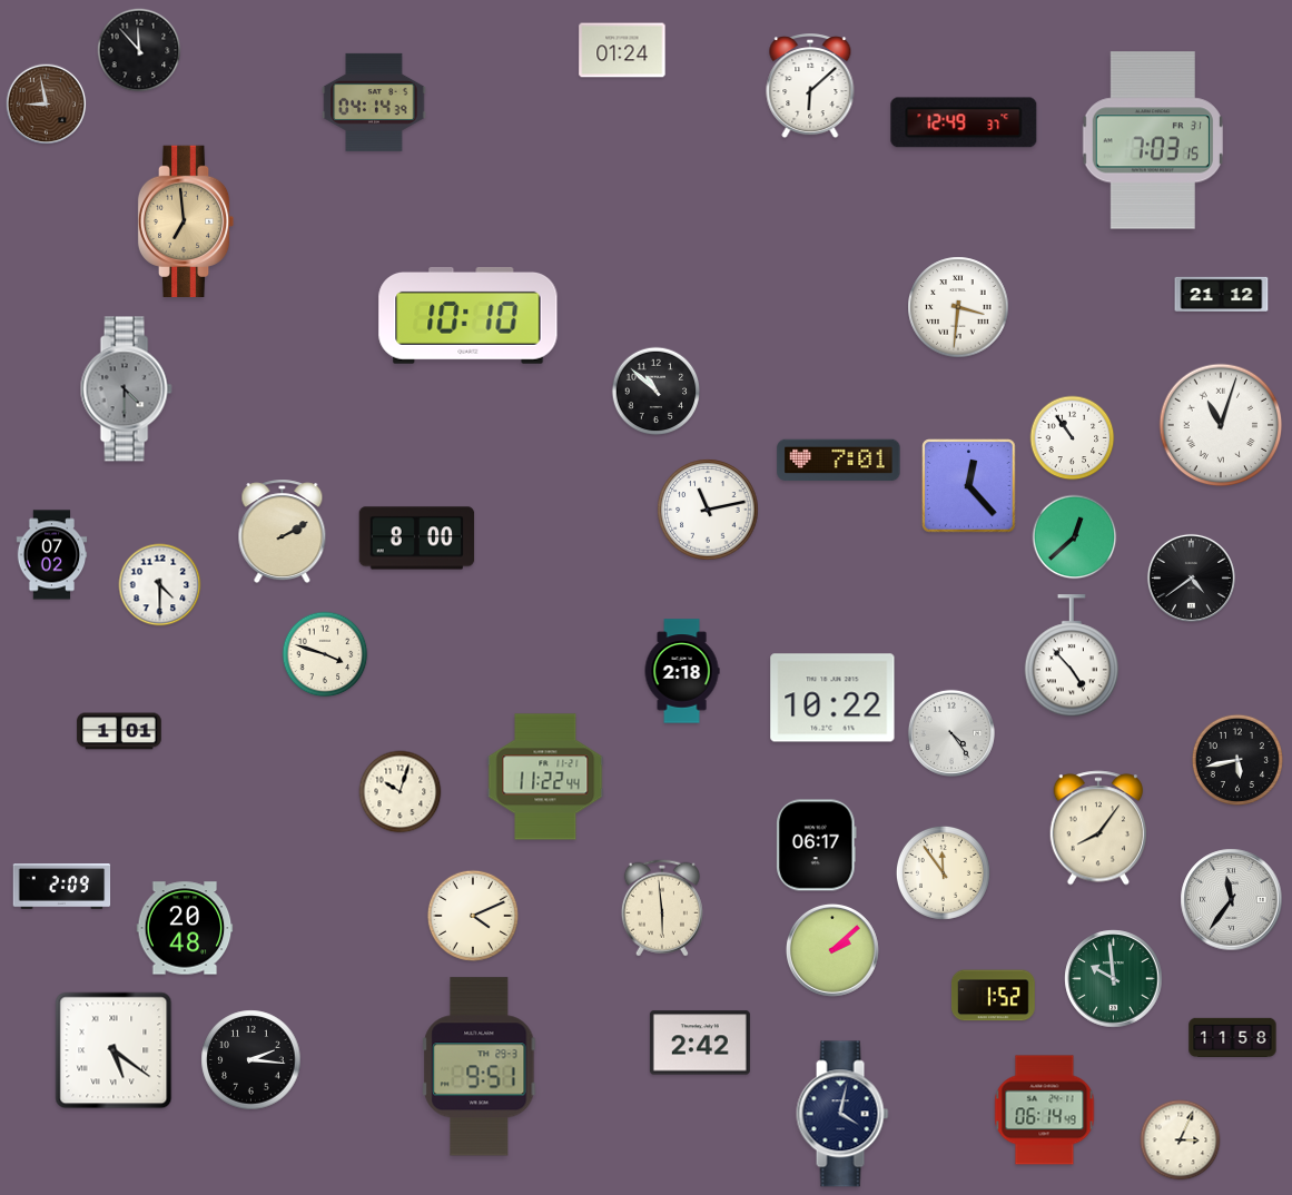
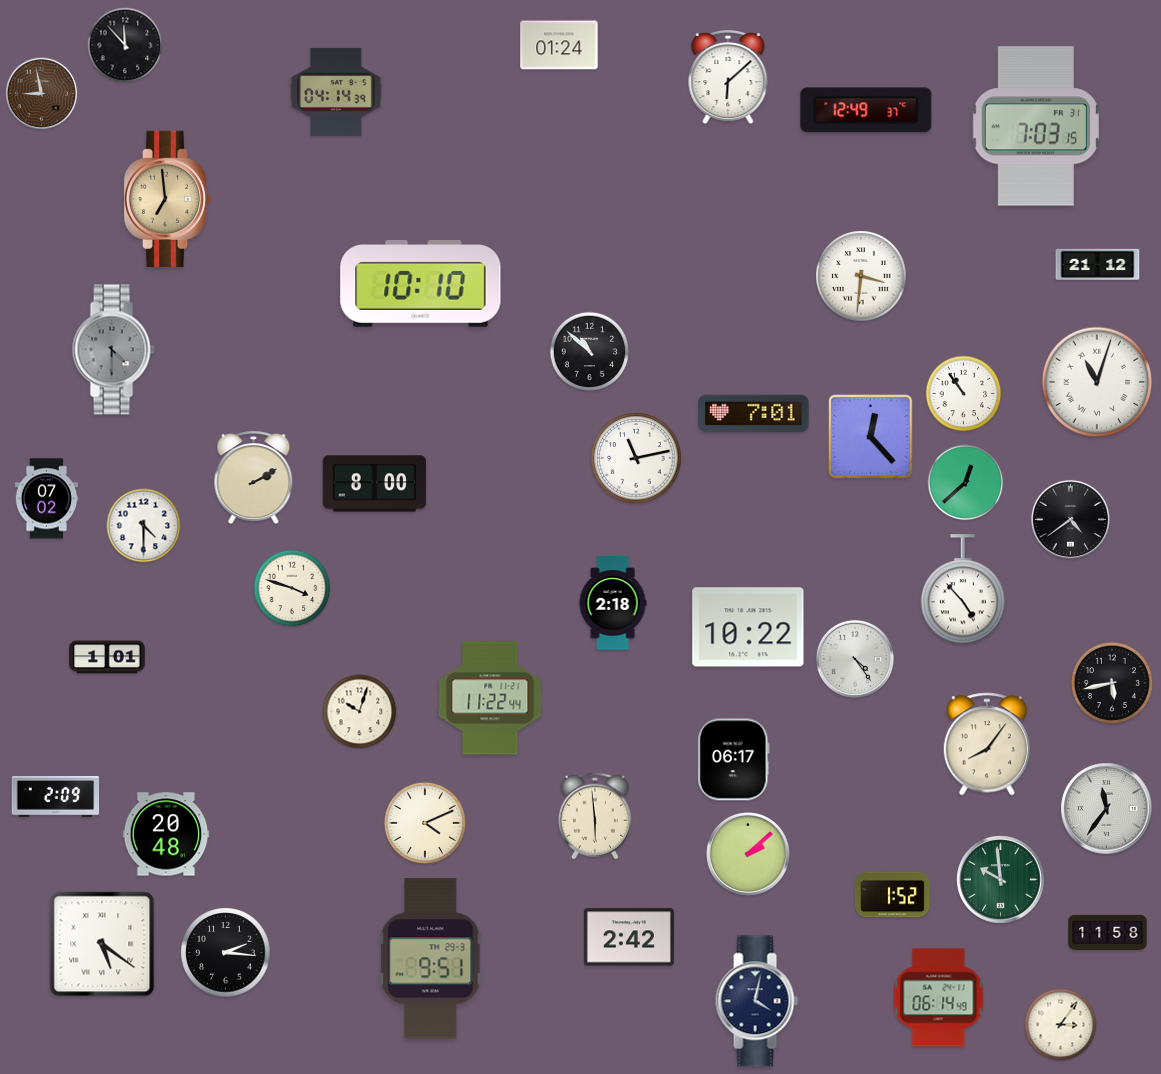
clock at (943, 872): 11:54 -> none
clock at (1181, 1140): 3:04 -> 3:06
